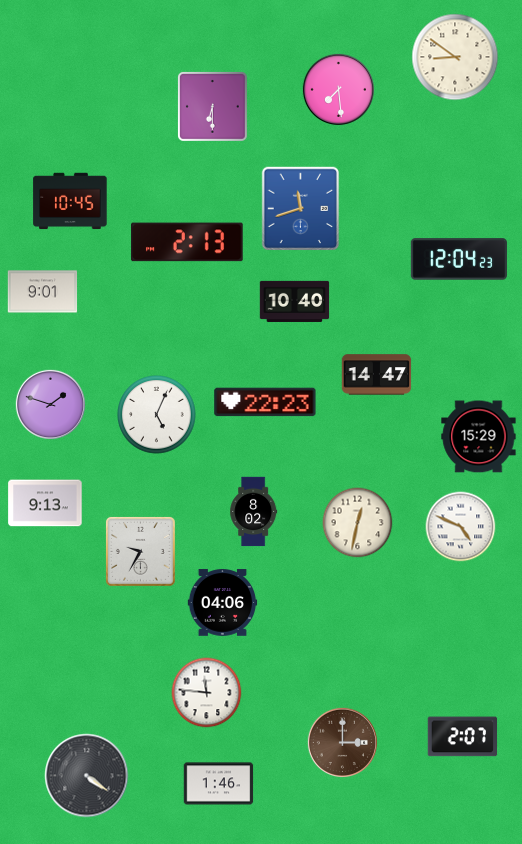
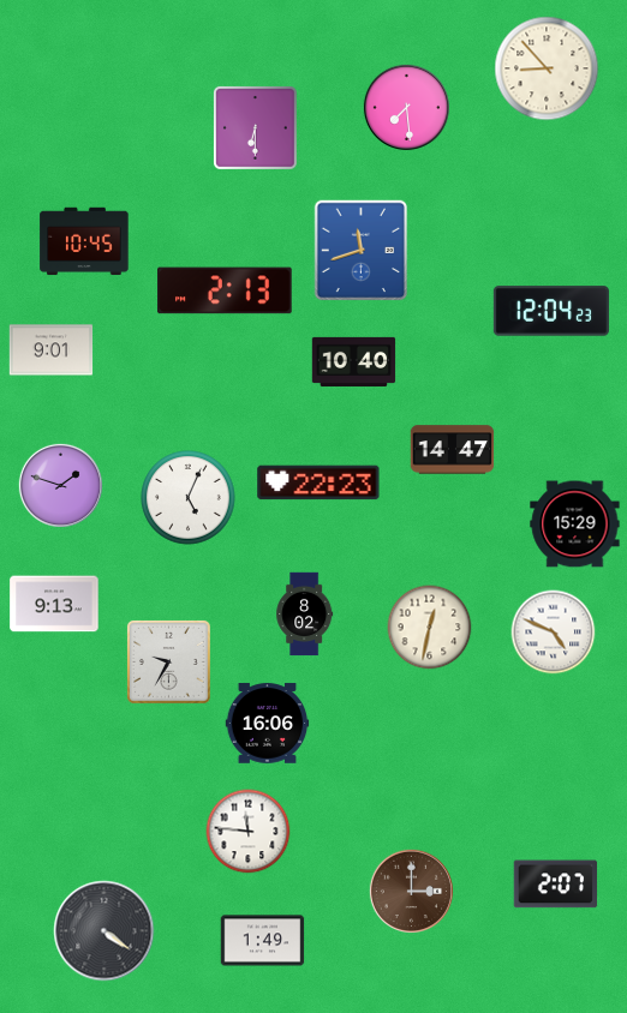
clock at (455, 57): 8:51 -> 8:53
clock at (223, 603): 04:06 -> 16:06
clock at (219, 784): 1:46 -> 1:49
